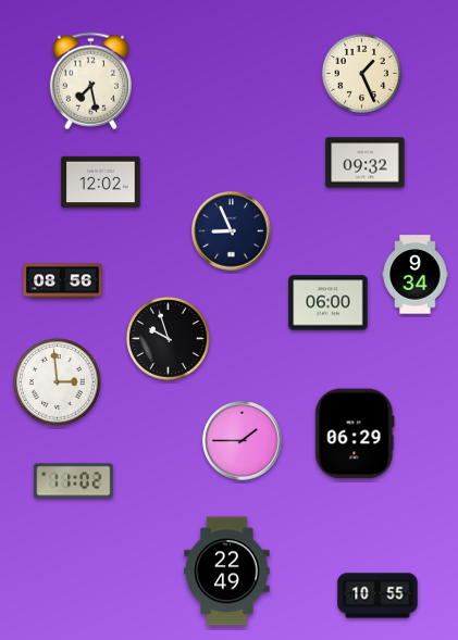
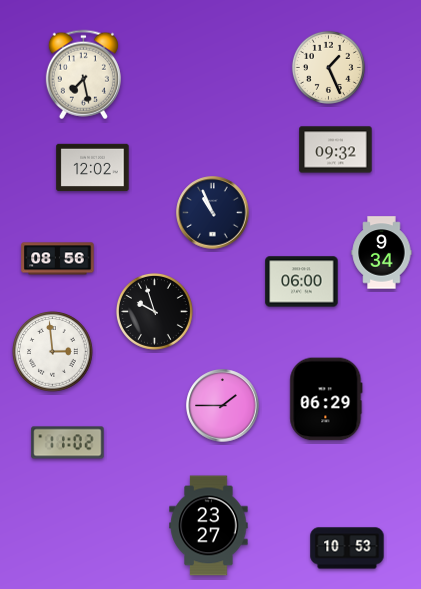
clock at (361, 73) position: (361, 73) -> (328, 67)
clock at (232, 231): 8:56 -> 10:56
clock at (329, 303) position: (329, 303) -> (302, 282)
clock at (227, 572): 22:49 -> 23:27
clock at (377, 595): 10:55 -> 10:53
